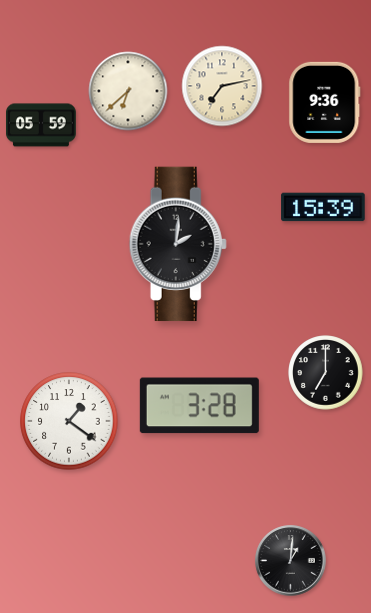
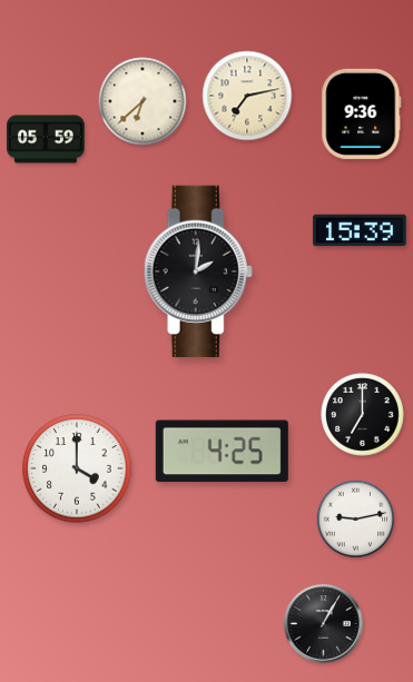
clock at (199, 406): 3:28 -> 4:25
clock at (69, 421): 1:21 -> 4:00
clock at (356, 520): none -> 9:13
clock at (291, 561): 1:01 -> 1:05
